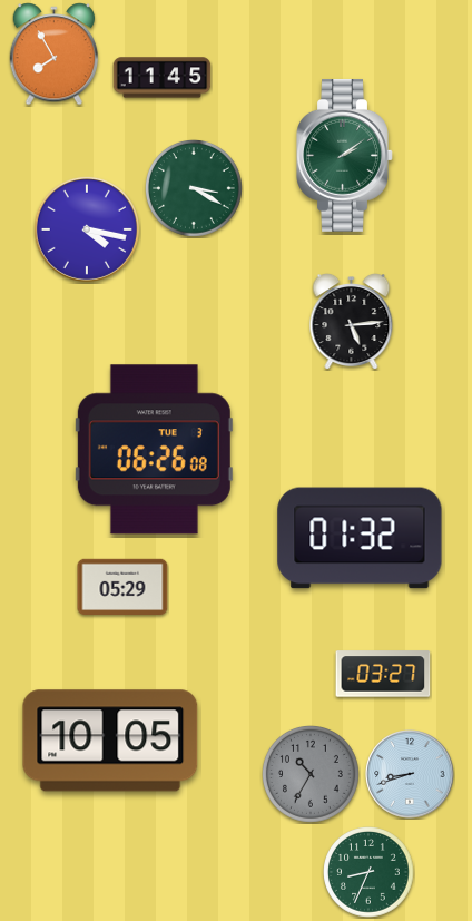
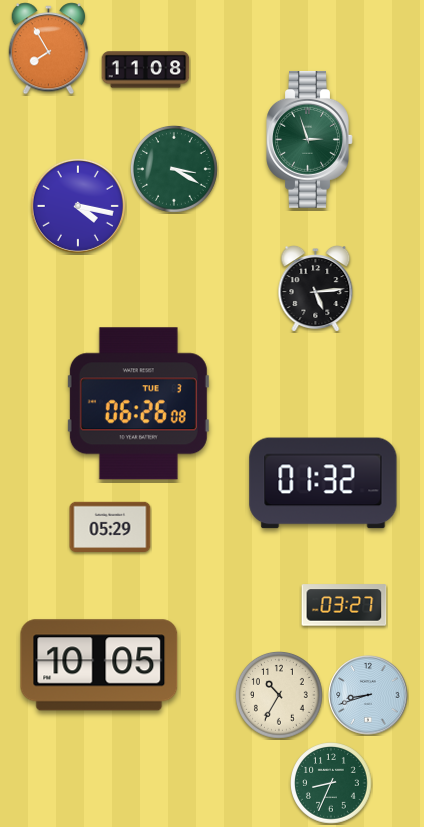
clock at (163, 78): 11:45 -> 11:08
clock at (345, 155): 2:09 -> 2:57
clock at (312, 775) dial: grey -> cream
